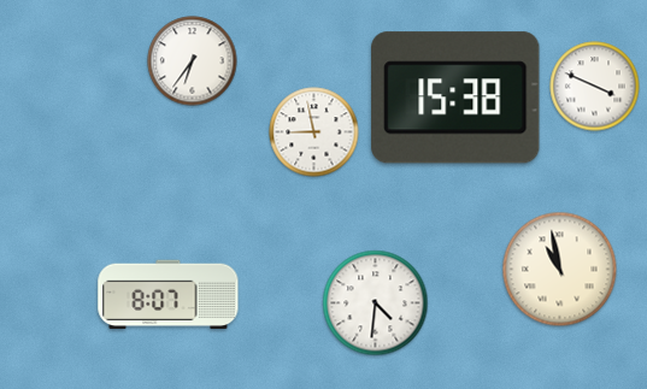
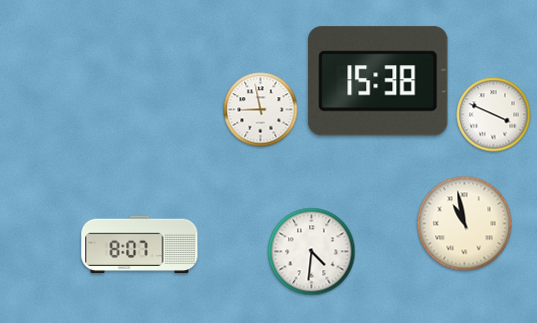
clock at (193, 61): 6:36 -> none
clock at (595, 87) position: (595, 87) -> (494, 115)
